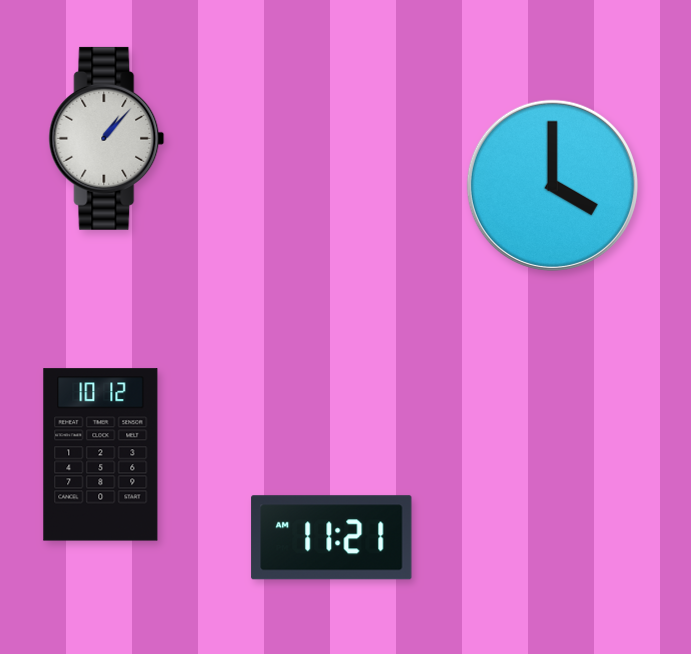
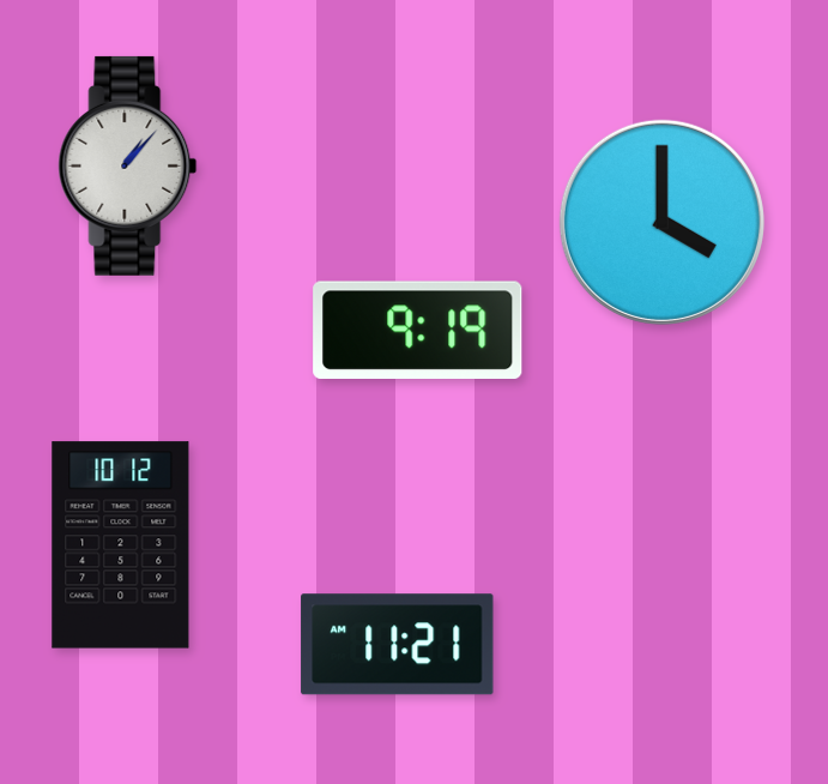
clock at (418, 330): none -> 9:19
